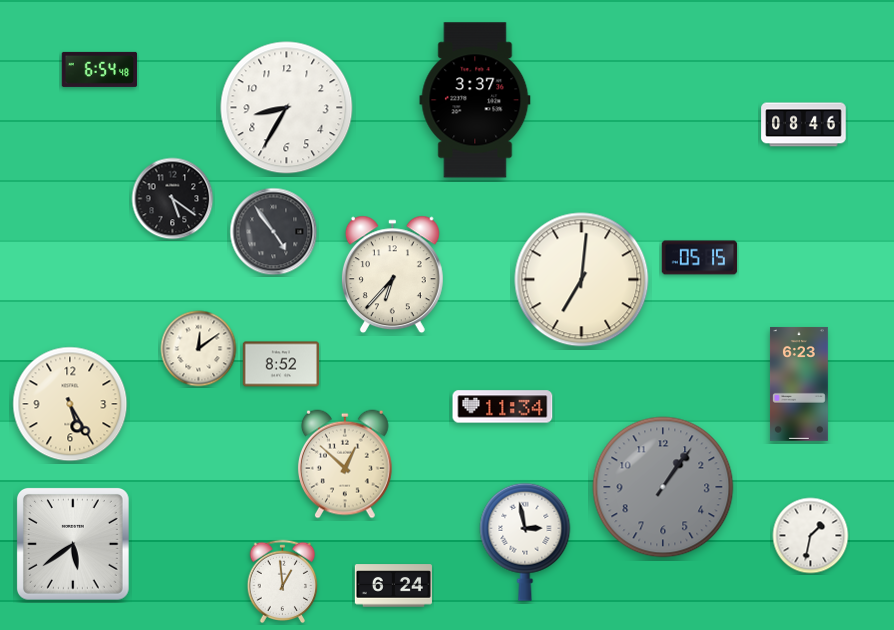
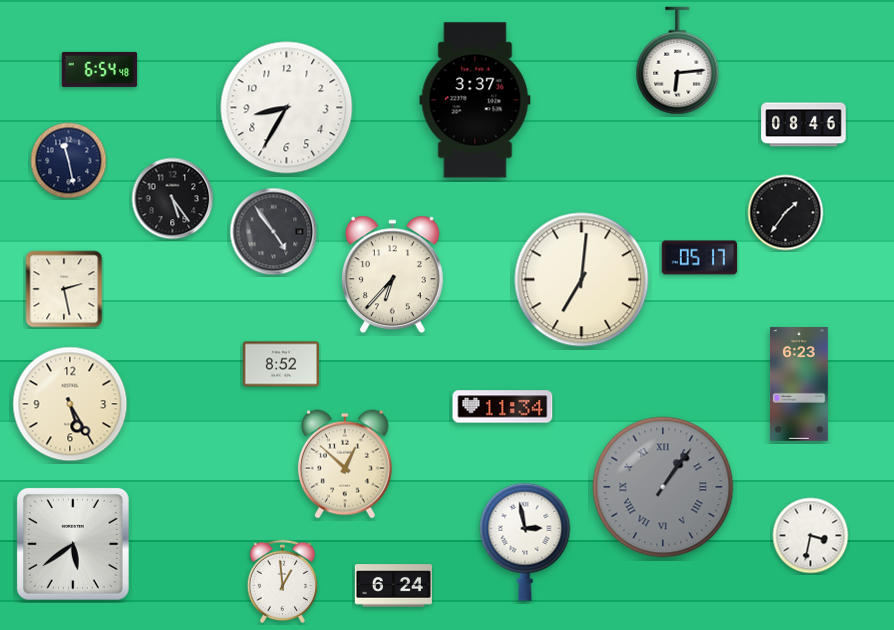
clock at (678, 61): none -> 6:14
clock at (69, 161): none -> 11:28
clock at (173, 199): 5:21 -> 5:24
clock at (786, 213): none -> 1:36
clock at (700, 258): 05:15 -> 05:17
clock at (64, 289): none -> 2:28
clock at (199, 349): 12:09 -> none
clock at (663, 487) numerals: Arabic -> Roman
clock at (811, 536): 1:32 -> 3:32
